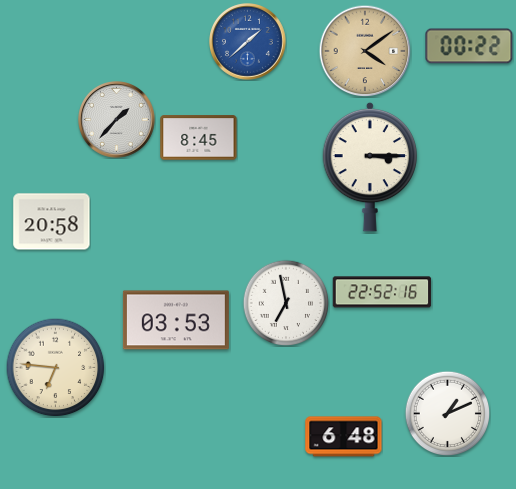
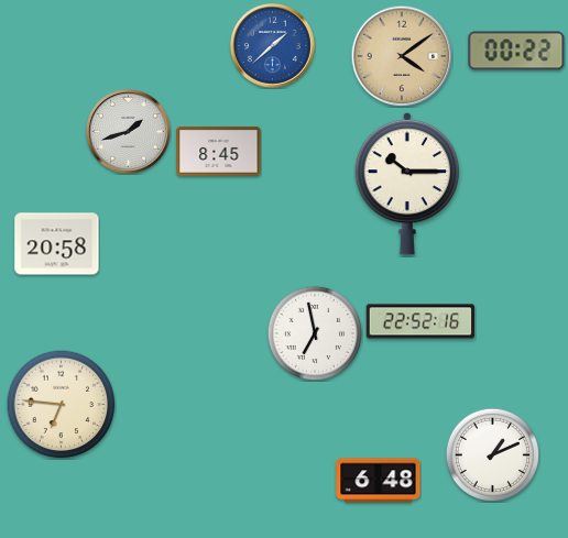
clock at (117, 120): 1:37 -> 1:42
clock at (370, 167): 3:15 -> 10:15
clock at (176, 320): 03:53 -> none
